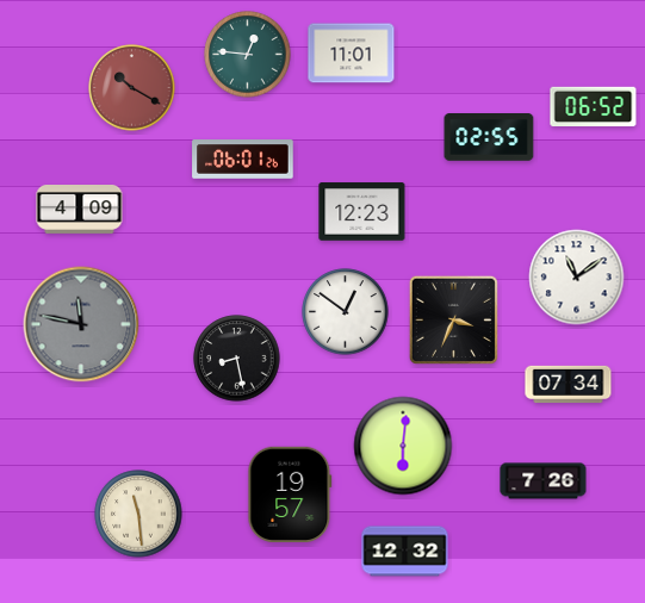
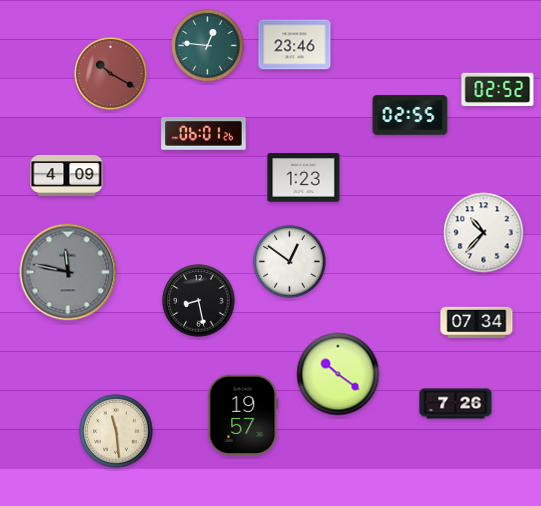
clock at (352, 54): 11:01 -> 23:46
clock at (594, 107): 06:52 -> 02:52
clock at (362, 212): 12:23 -> 1:23
clock at (577, 278): 11:09 -> 10:37
clock at (453, 319): 3:34 -> none
clock at (403, 446): 6:01 -> 10:21
clock at (405, 552): 12:32 -> none
